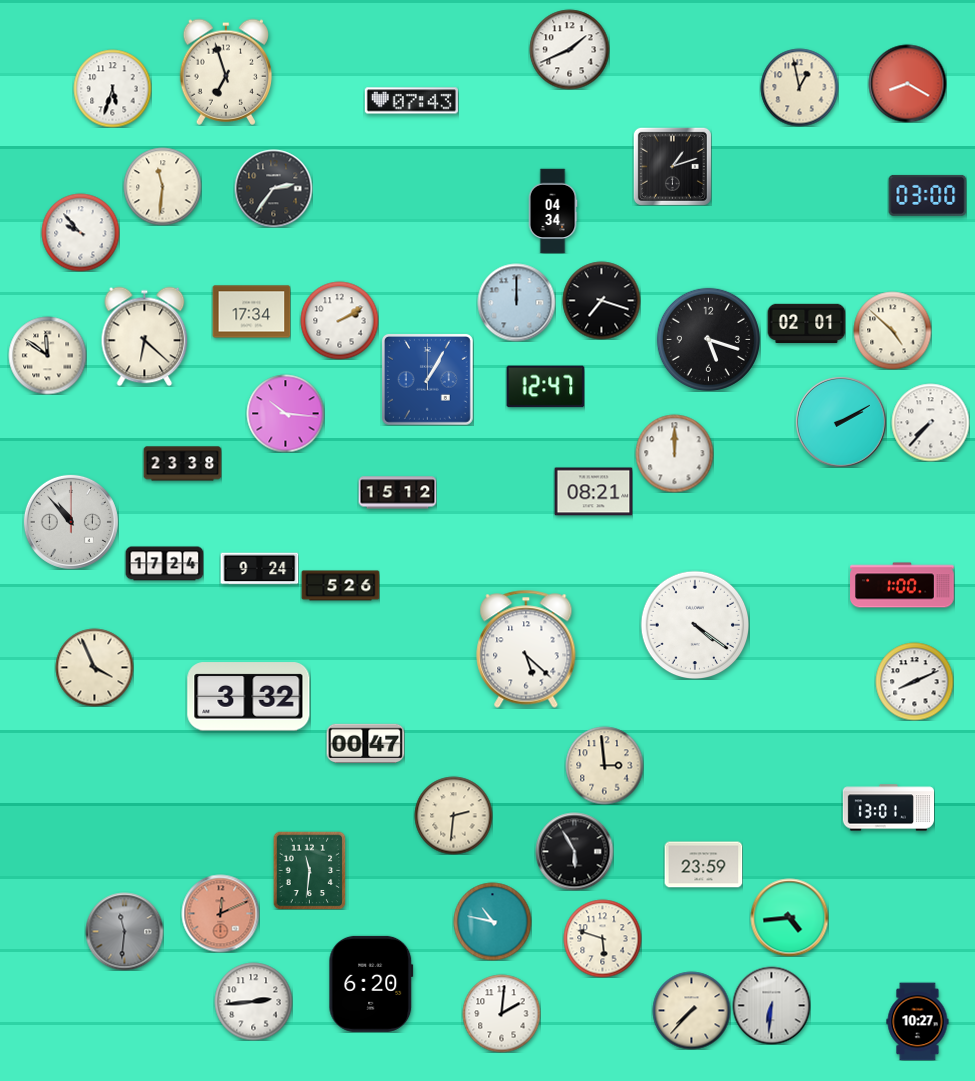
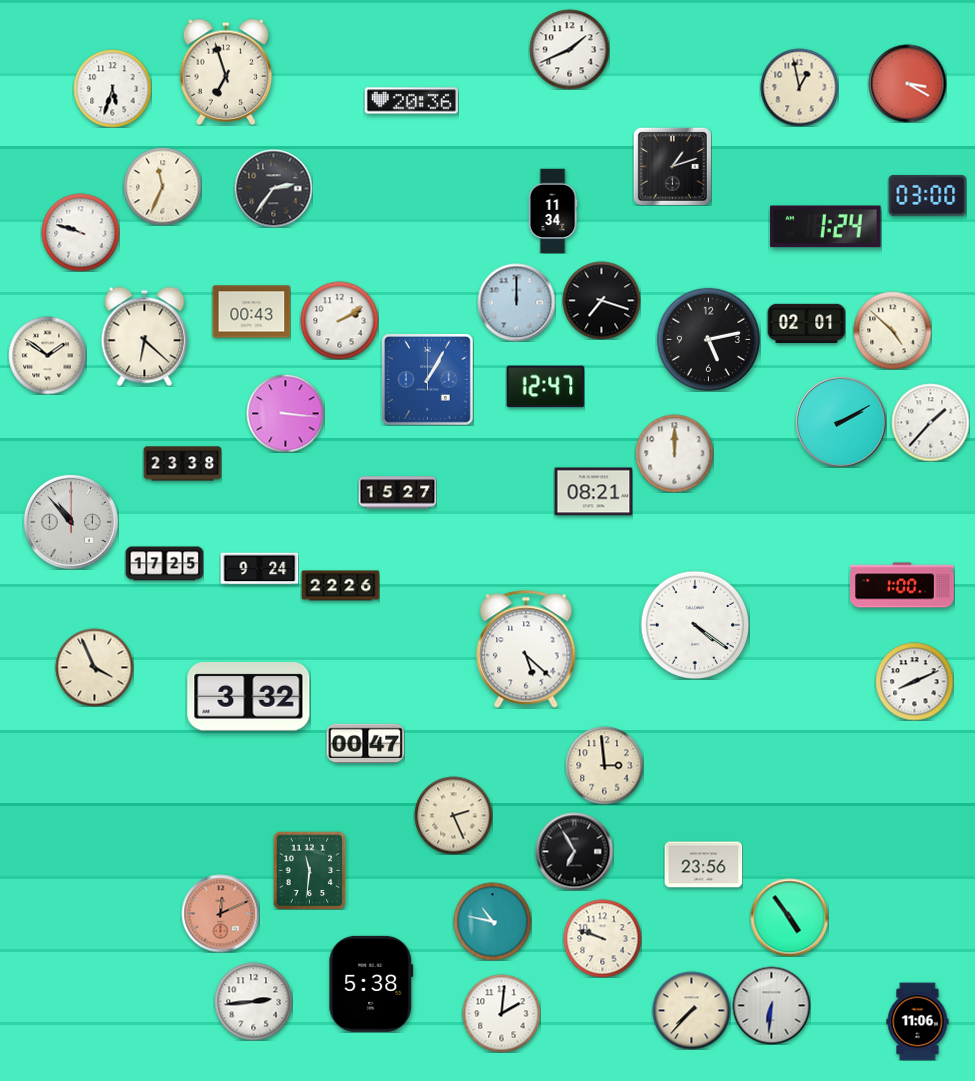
clock at (907, 83): 8:20 -> 3:20
clock at (411, 101): 07:43 -> 20:36
clock at (162, 186): 11:31 -> 11:34
clock at (553, 211): 04:34 -> 11:34
clock at (826, 227): none -> 1:24
clock at (80, 232): 9:53 -> 9:48
clock at (251, 312): 17:34 -> 00:43
clock at (708, 339): 5:18 -> 5:13
clock at (47, 355): 11:51 -> 1:51
clock at (285, 413): 10:16 -> 3:16
clock at (930, 422): 7:37 -> 1:37
clock at (397, 493): 15:12 -> 15:27
clock at (164, 564): 17:24 -> 17:25
clock at (340, 586): 5:26 -> 22:26
clock at (888, 808): 13:01 -> none
clock at (453, 815): 2:31 -> 2:26
clock at (574, 851): 5:55 -> 6:55
clock at (703, 865): 23:59 -> 23:56
clock at (789, 917): 4:44 -> 4:54
clock at (124, 931): 11:31 -> none
clock at (602, 938): 5:48 -> 9:48
clock at (371, 984): 6:20 -> 5:38
clock at (918, 1021): 10:27 -> 11:06
